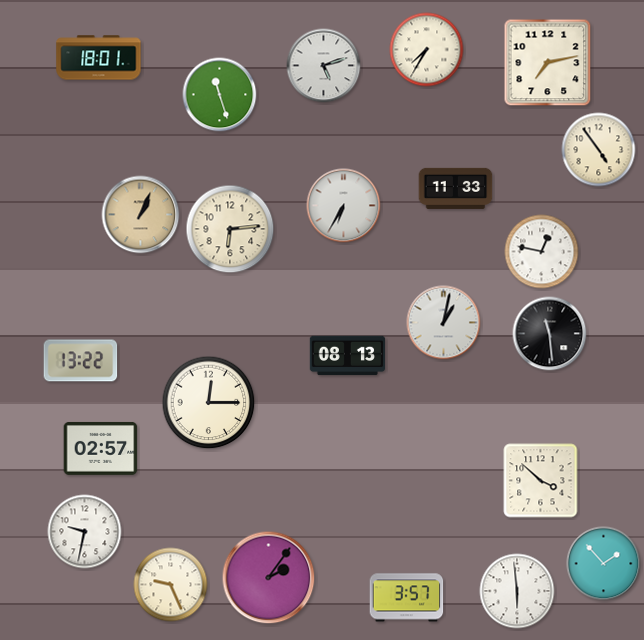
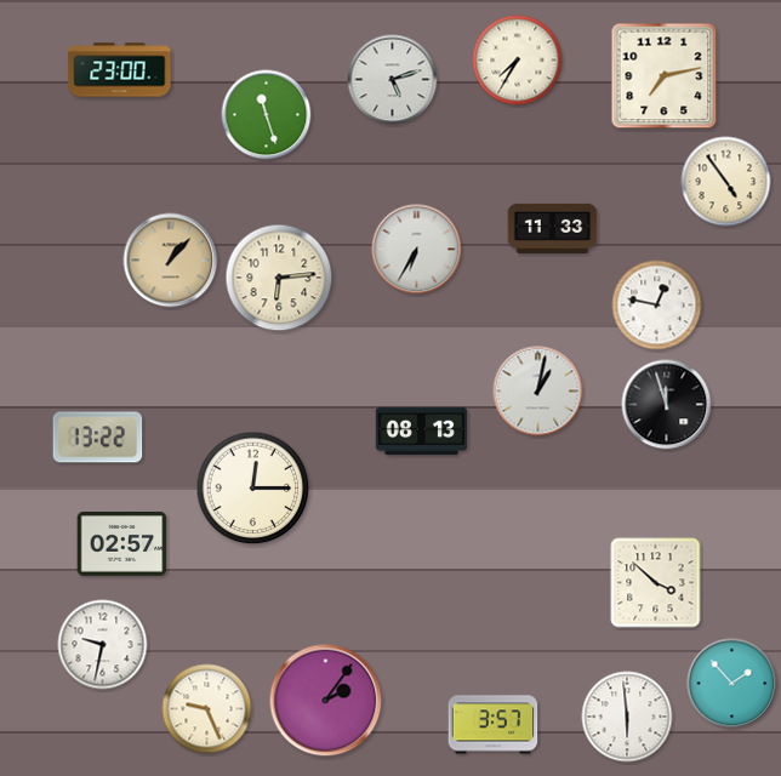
clock at (99, 58): 18:01 -> 23:00
clock at (141, 215): 1:04 -> 1:07
clock at (550, 334): 11:29 -> 11:57
